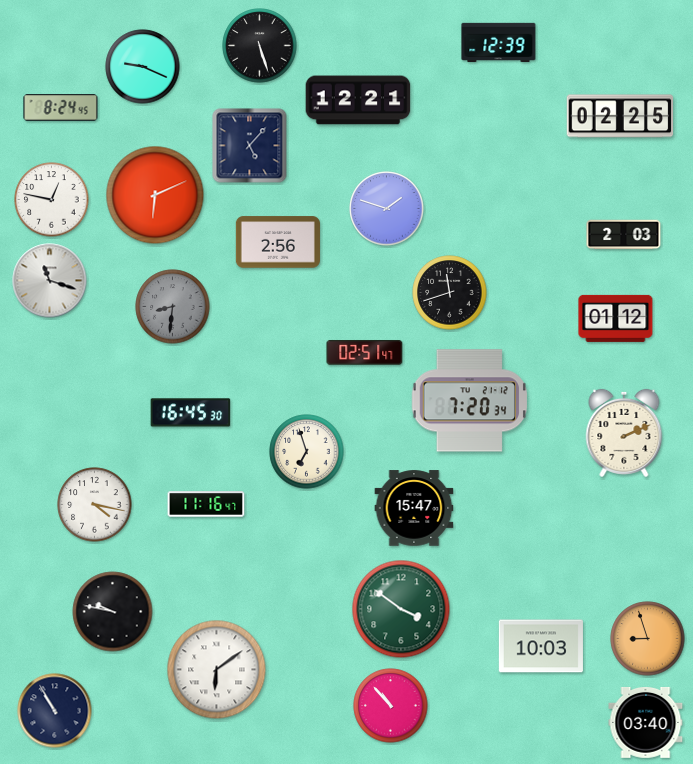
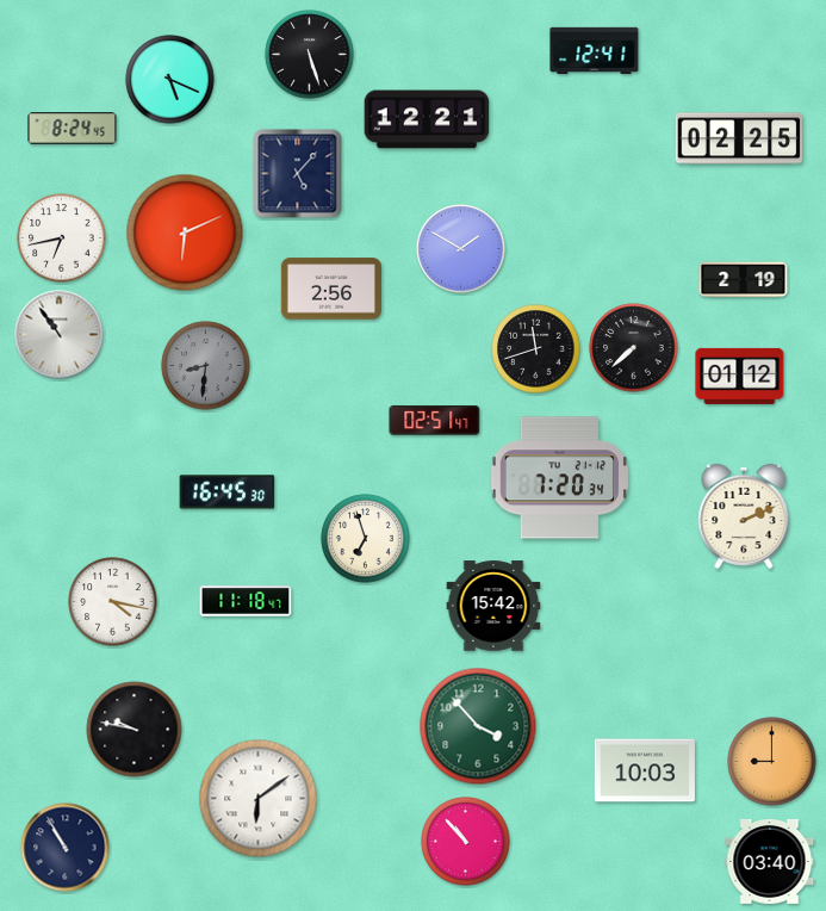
clock at (499, 42): 12:39 -> 12:41
clock at (143, 67): 9:19 -> 5:19
clock at (52, 200): 12:47 -> 6:43
clock at (387, 209): 1:48 -> 1:50
clock at (624, 235): 2:03 -> 2:19
clock at (50, 281): 11:18 -> 10:54
clock at (634, 348): none -> 7:38
clock at (616, 318) position: (616, 318) -> (740, 376)
clock at (206, 504): 11:16 -> 11:18
clock at (414, 508): 15:47 -> 15:42
clock at (401, 609): 3:51 -> 3:53
clock at (648, 639): 8:57 -> 9:00
